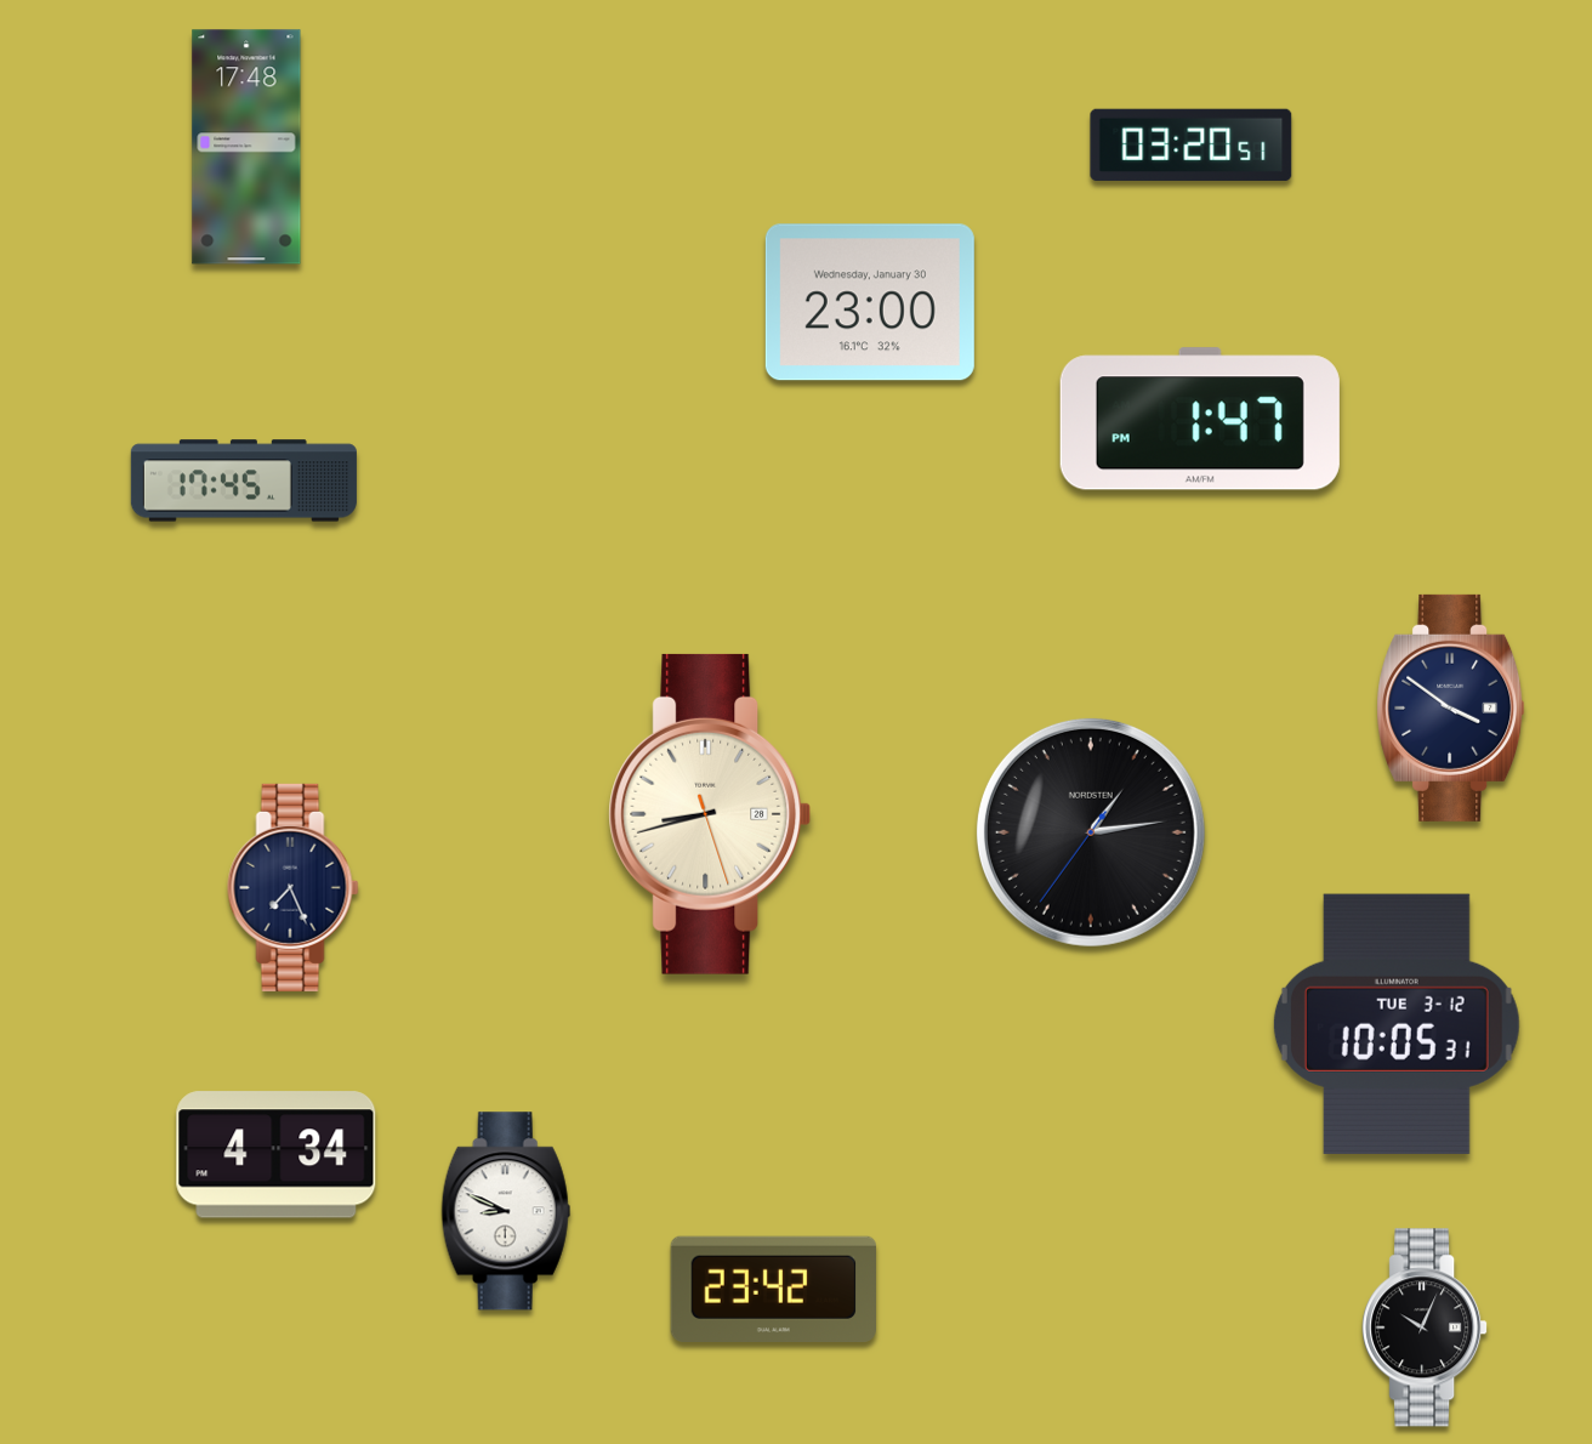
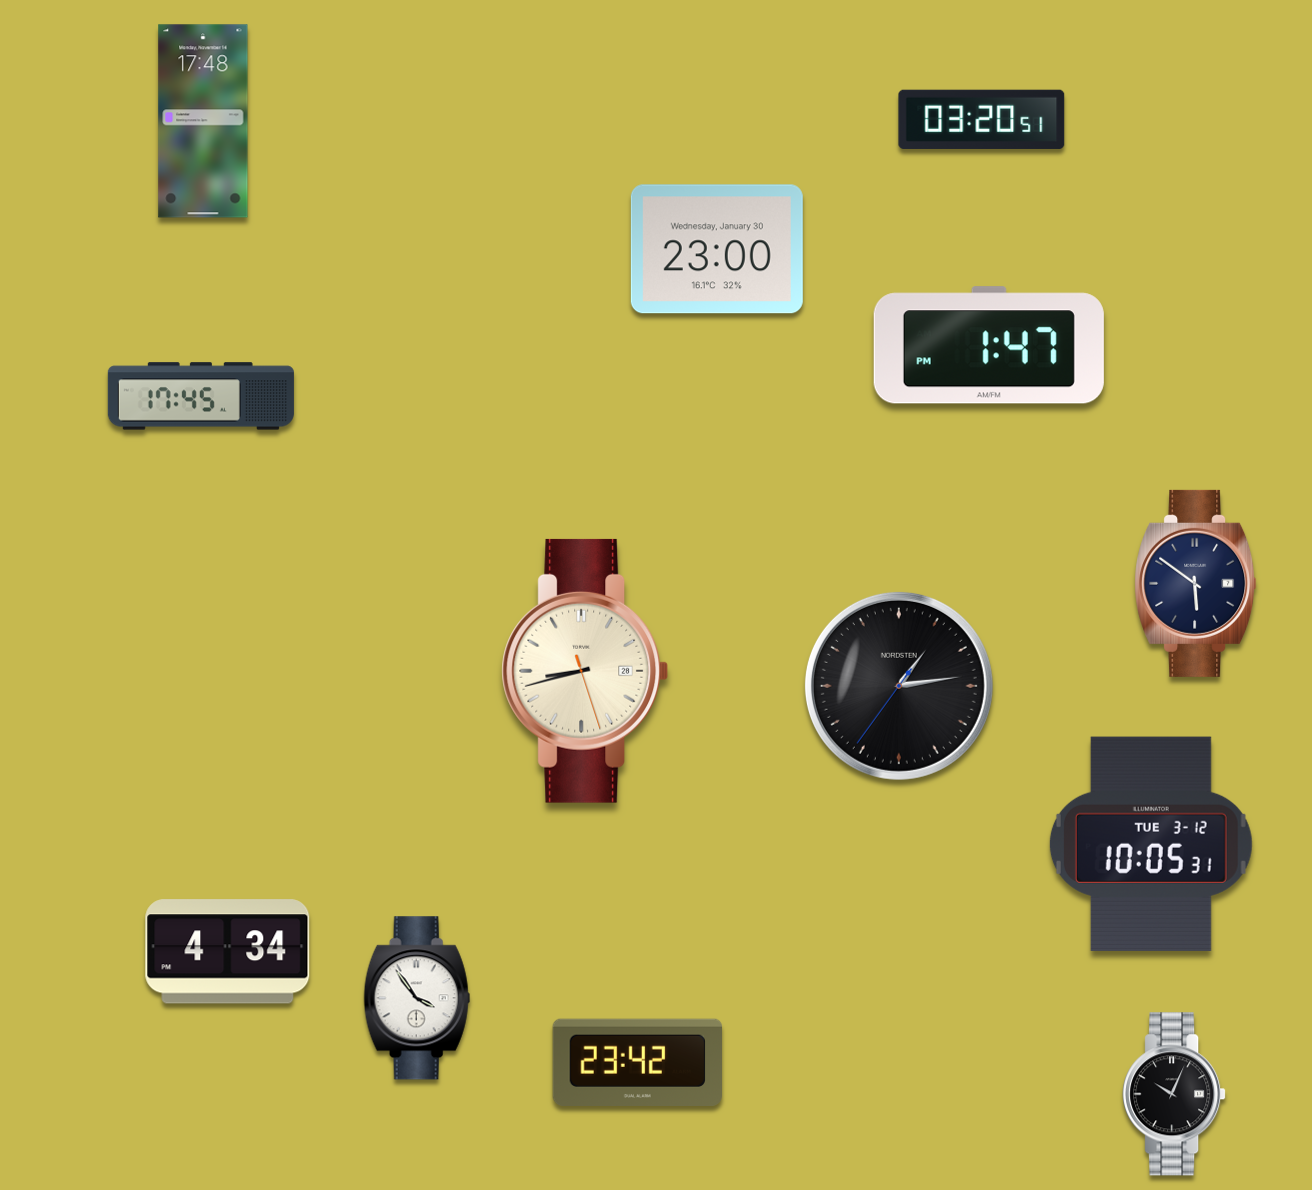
clock at (1451, 707): 3:51 -> 5:51
clock at (294, 887): 7:26 -> none
clock at (506, 1211): 8:49 -> 3:54
